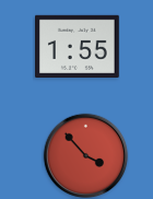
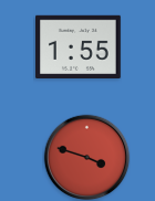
clock at (85, 155): 3:53 -> 3:48
